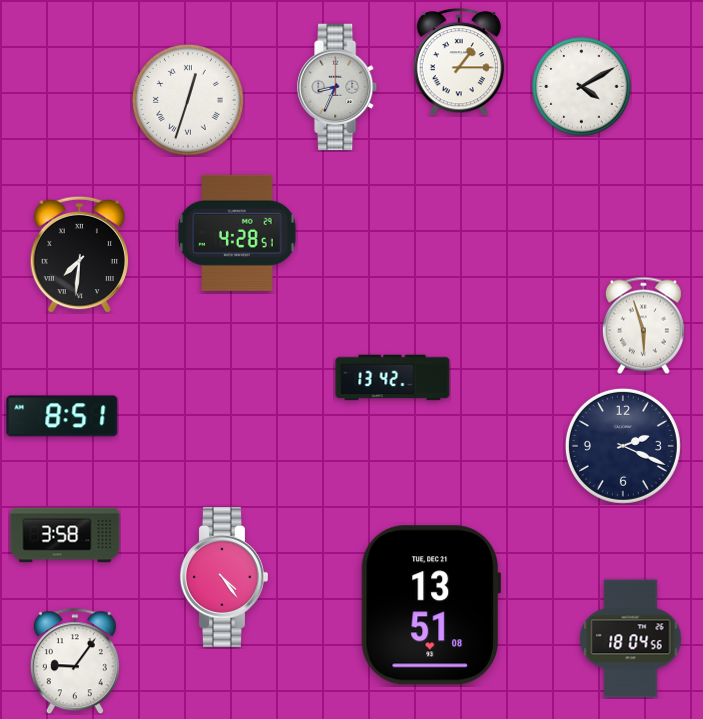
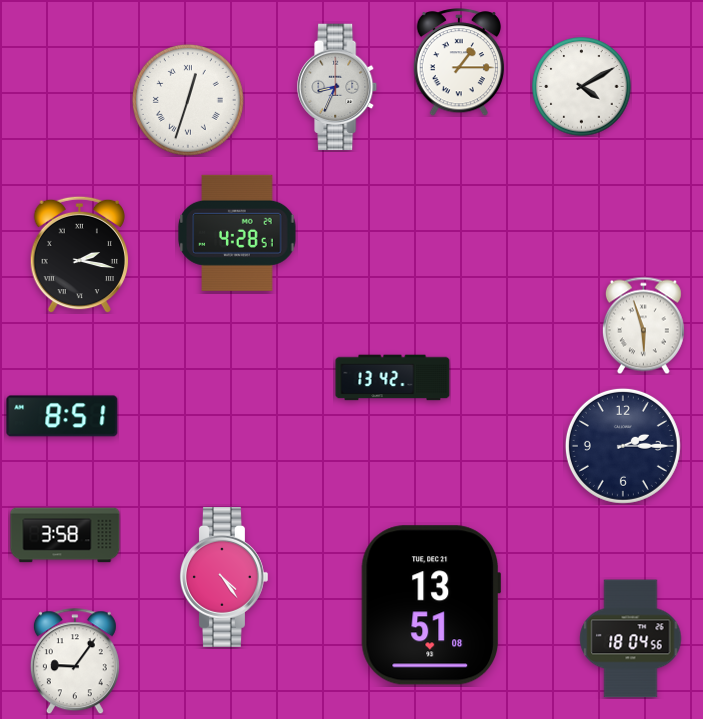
clock at (79, 254): 7:31 -> 2:17
clock at (623, 446): 2:19 -> 2:15
